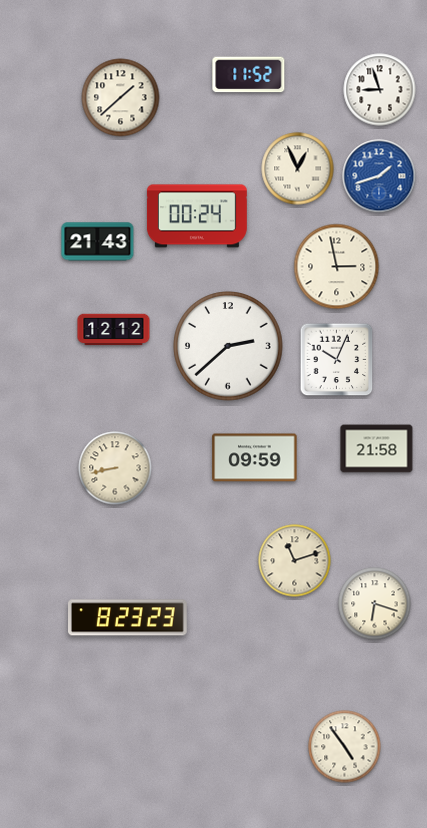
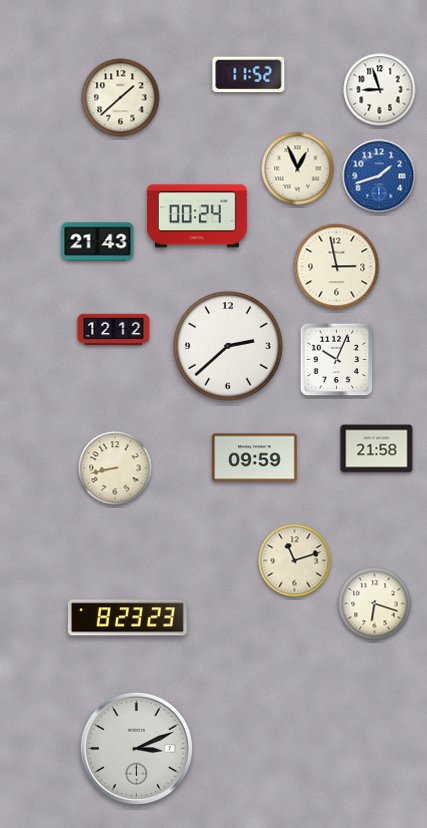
clock at (345, 747): 4:54 -> none
clock at (136, 748): none -> 3:11
